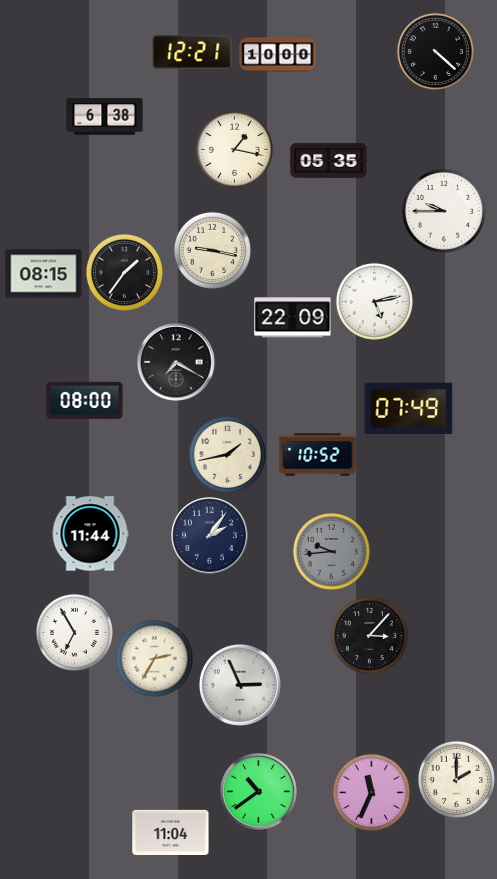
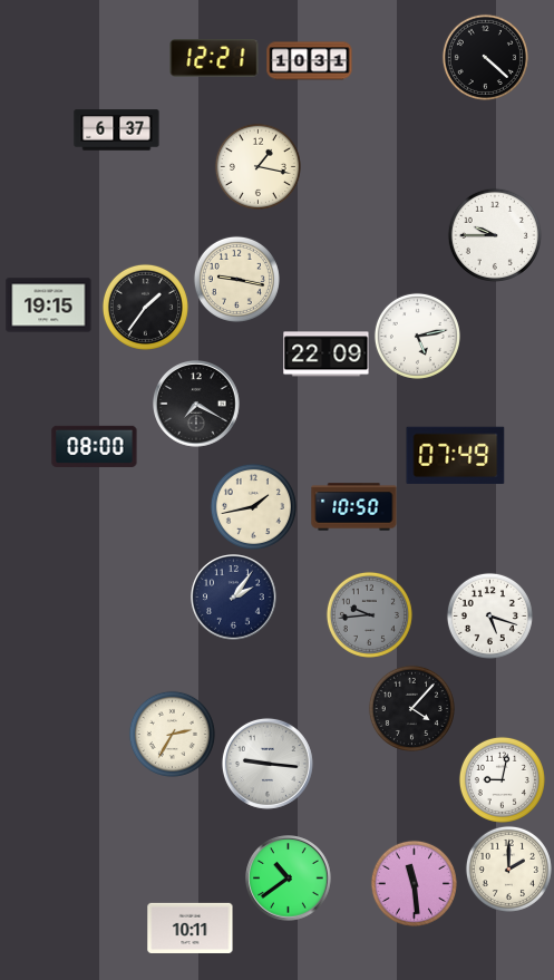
clock at (278, 55): 10:00 -> 10:31
clock at (105, 117): 6:38 -> 6:37
clock at (234, 149) position: (234, 149) -> (257, 166)
clock at (329, 161): 05:35 -> none
clock at (124, 272) position: (124, 272) -> (145, 307)
clock at (44, 274): 08:15 -> 19:15
clock at (318, 455): 10:52 -> 10:50
clock at (90, 534): 11:44 -> none
clock at (489, 615): none -> 5:18
clock at (74, 632): 6:55 -> none
clock at (369, 635): 3:07 -> 4:07
clock at (240, 685): 2:56 -> 9:16
clock at (502, 779): none -> 9:02
clock at (259, 792) position: (259, 792) -> (289, 879)
clock at (371, 792): 11:34 -> 11:29
clock at (171, 832): 11:04 -> 10:11
